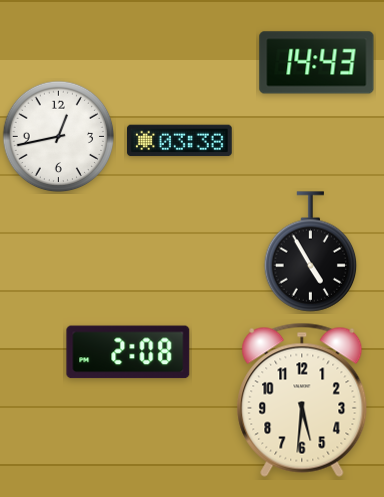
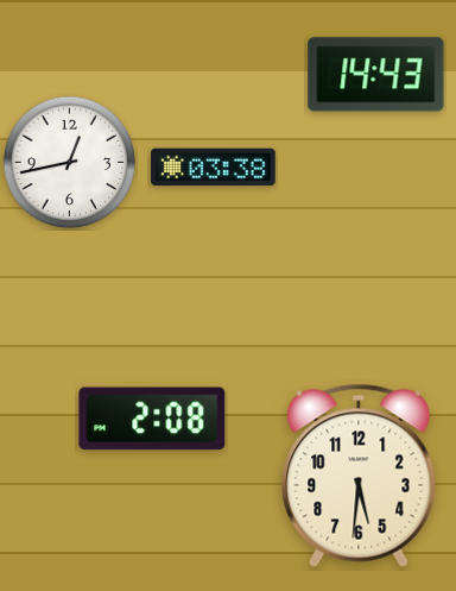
clock at (311, 252): 4:55 -> none
